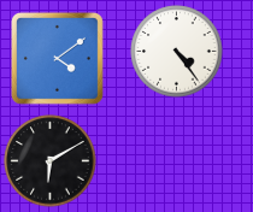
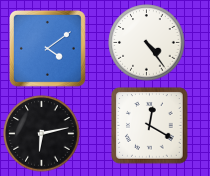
clock at (150, 126): none -> 12:20
clock at (51, 161): 6:10 -> 6:13
